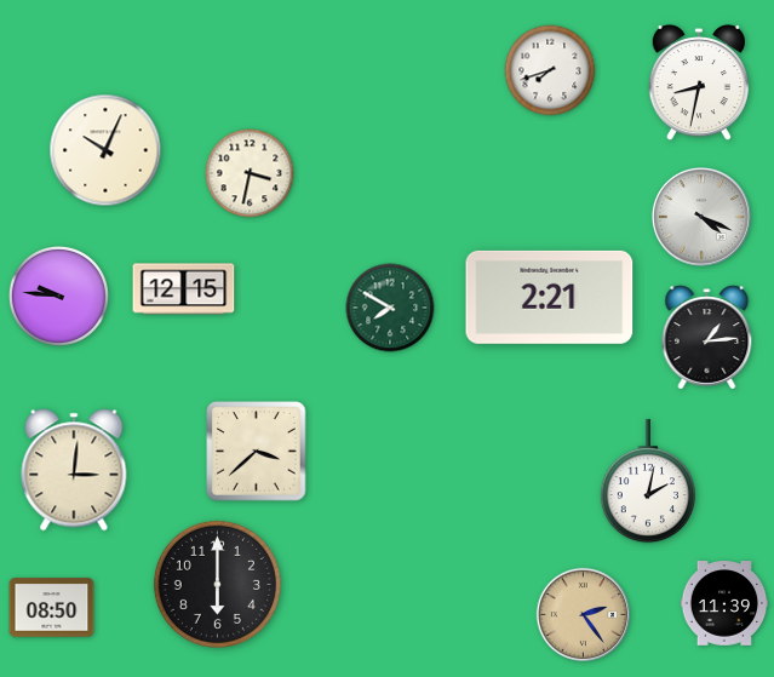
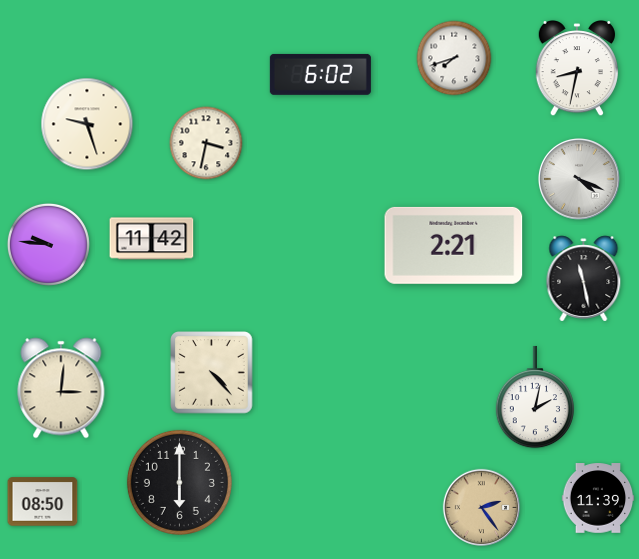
clock at (320, 74): none -> 6:02
clock at (105, 150): 10:04 -> 9:27
clock at (184, 289): 12:15 -> 11:42
clock at (390, 308): 7:50 -> none
clock at (707, 338): 1:14 -> 11:28
clock at (257, 452): 3:38 -> 4:23
